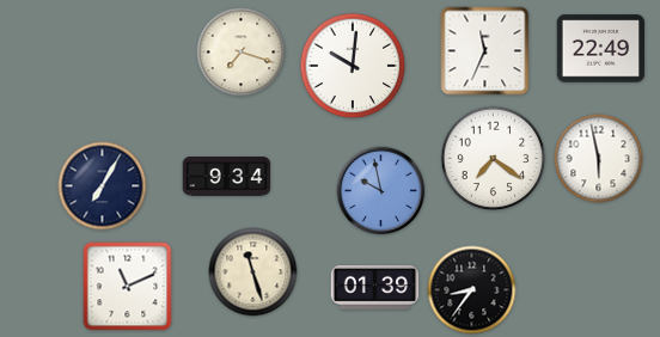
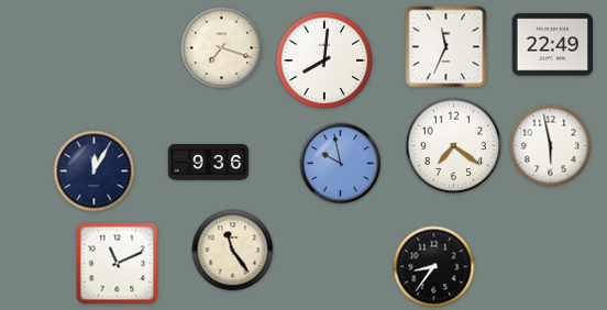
clock at (353, 66): 10:01 -> 8:01
clock at (227, 177): 9:34 -> 9:36
clock at (103, 186): 7:05 -> 12:05
clock at (381, 191) position: (381, 191) -> (341, 164)
clock at (253, 272): 11:27 -> 11:24
clock at (375, 287): 01:39 -> none
